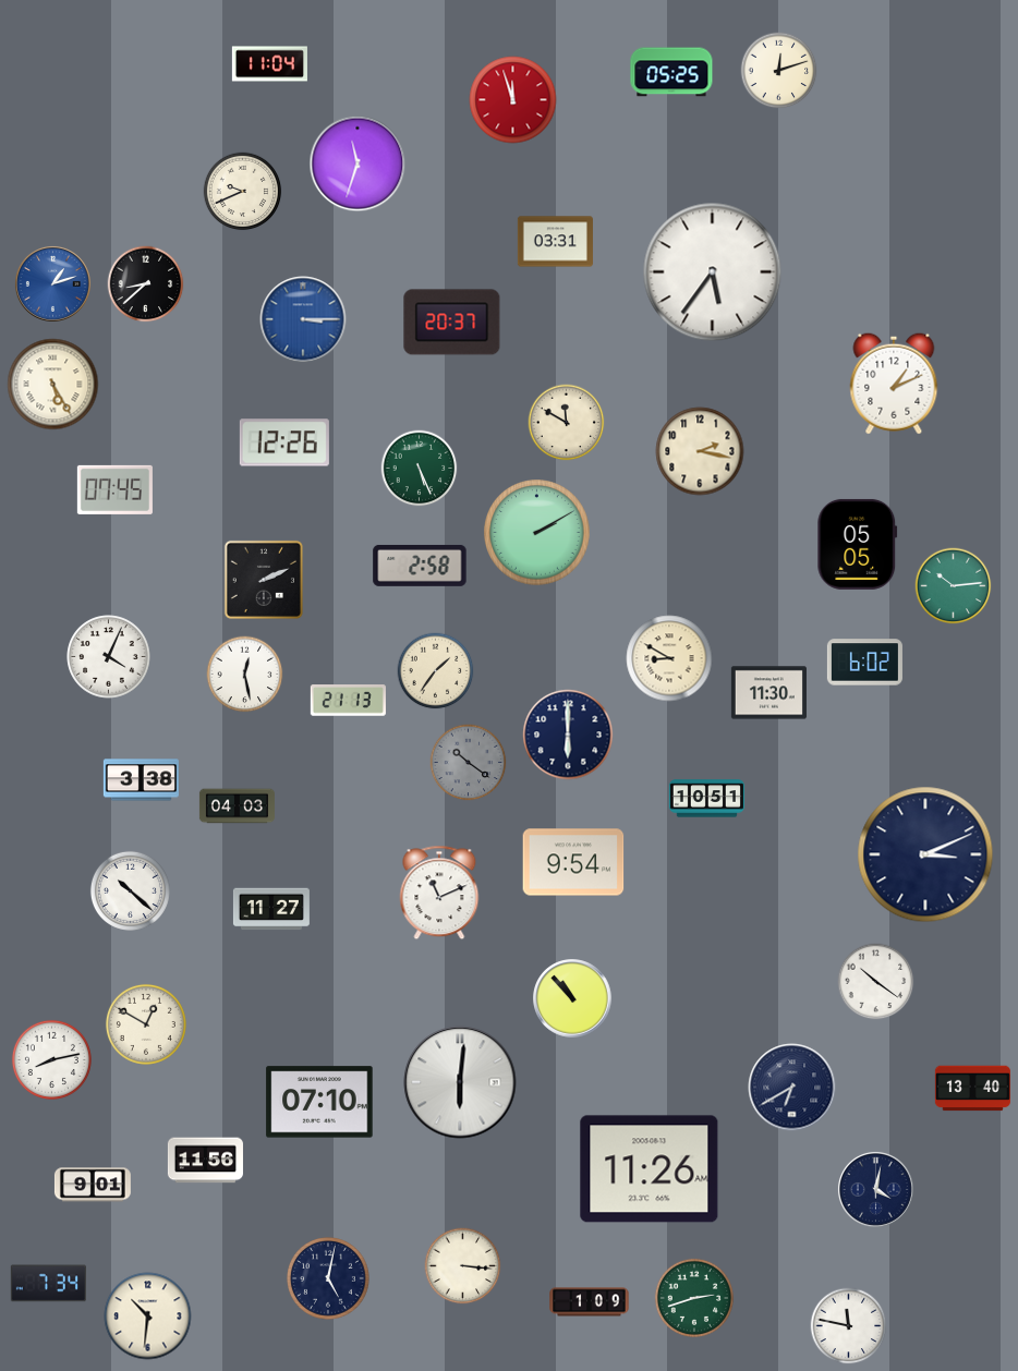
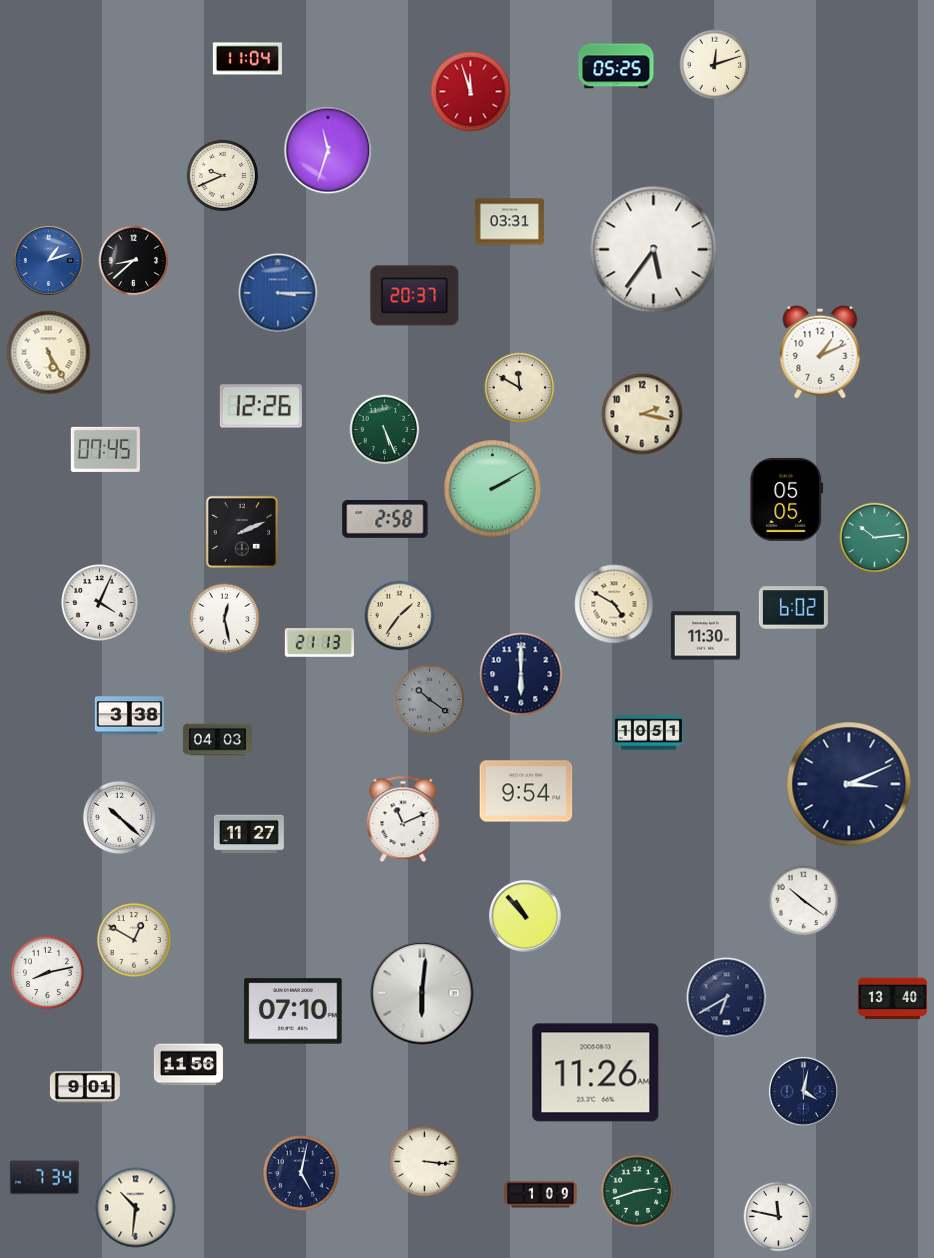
clock at (669, 658): 8:50 -> 4:50
